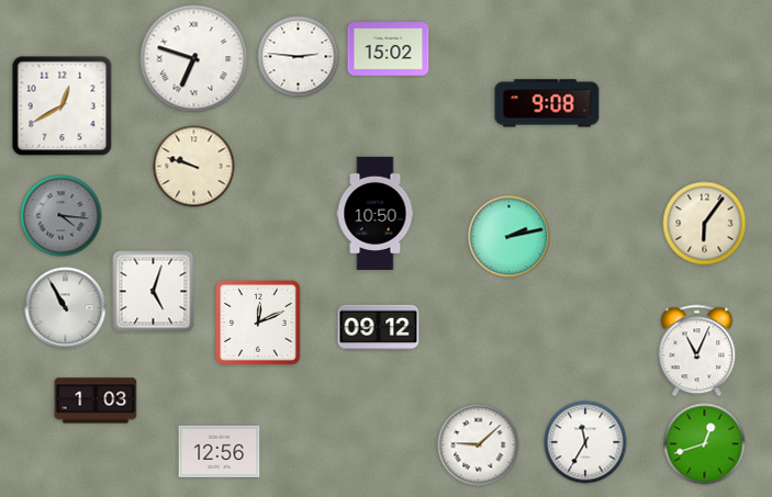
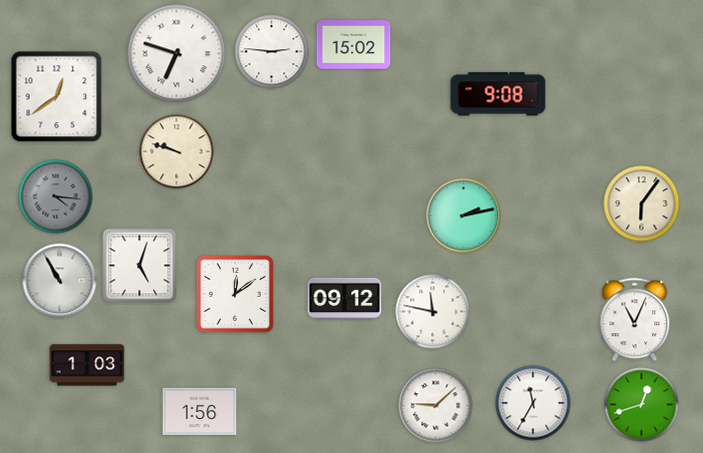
clock at (63, 106): 12:40 -> 12:39
clock at (376, 213): 10:50 -> none
clock at (258, 323): 12:11 -> 12:09
clock at (433, 312): none -> 11:47
clock at (220, 451): 12:56 -> 1:56
